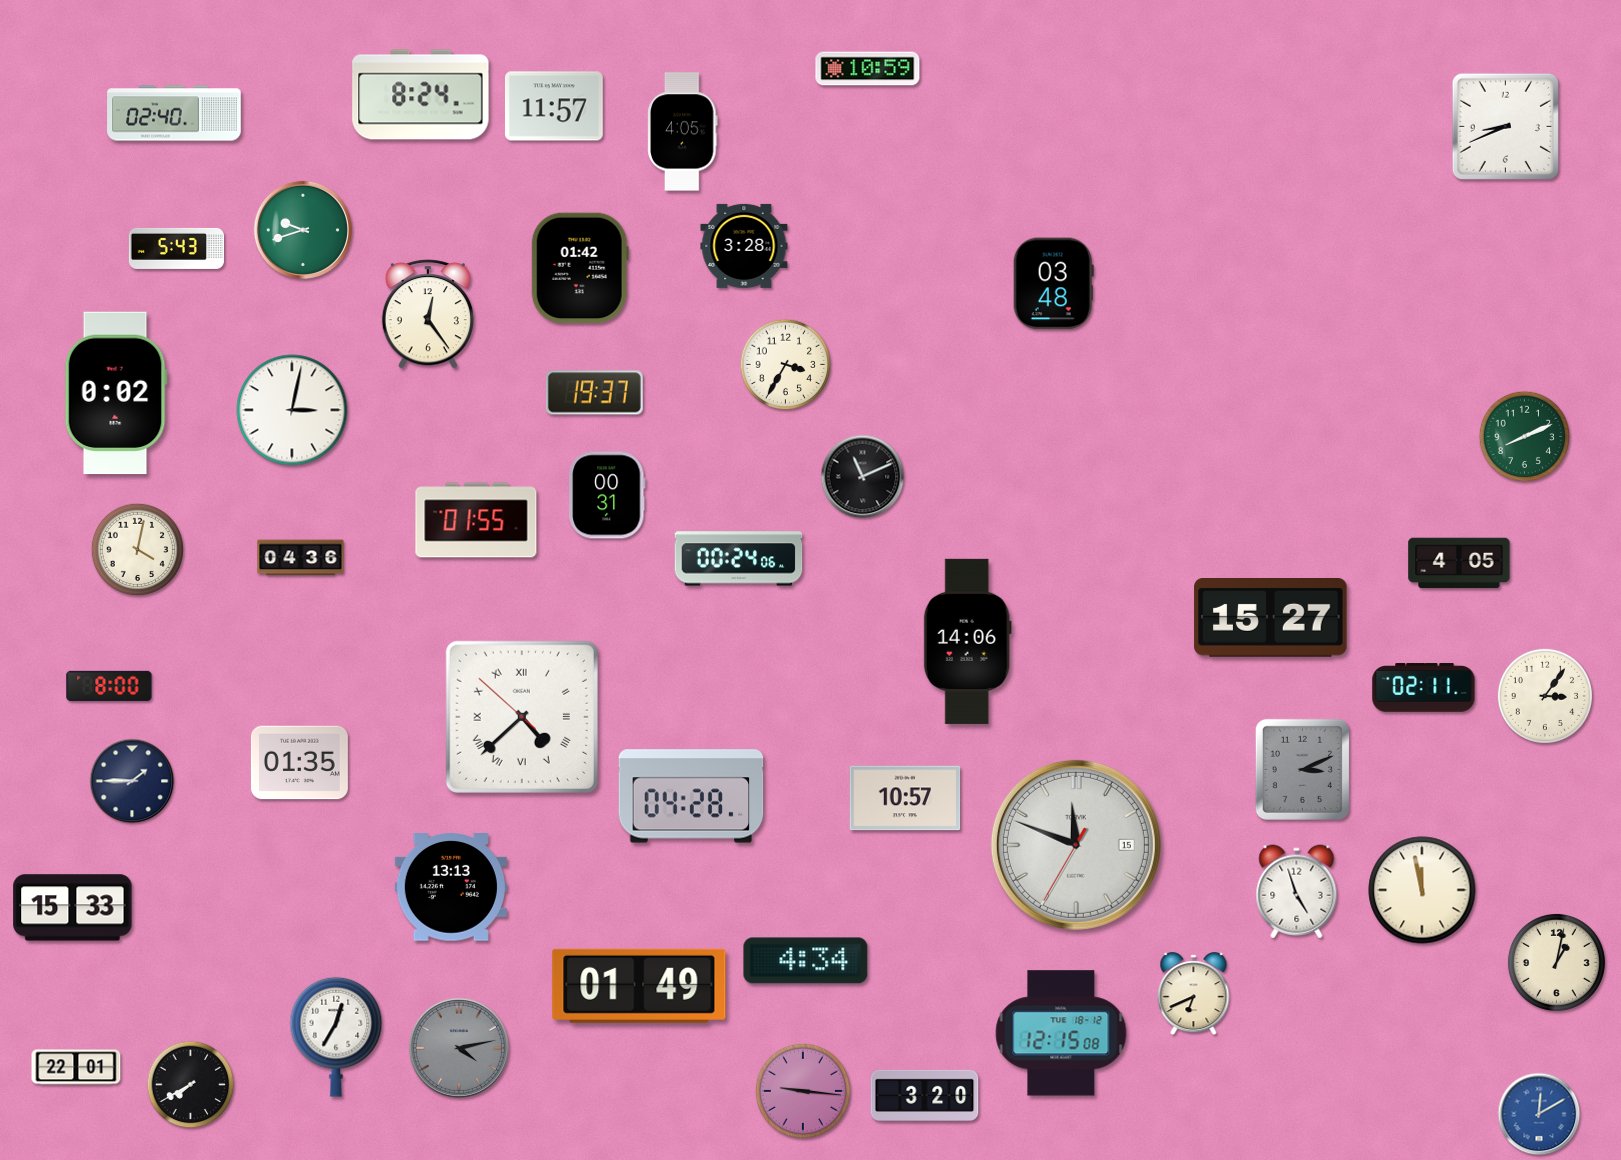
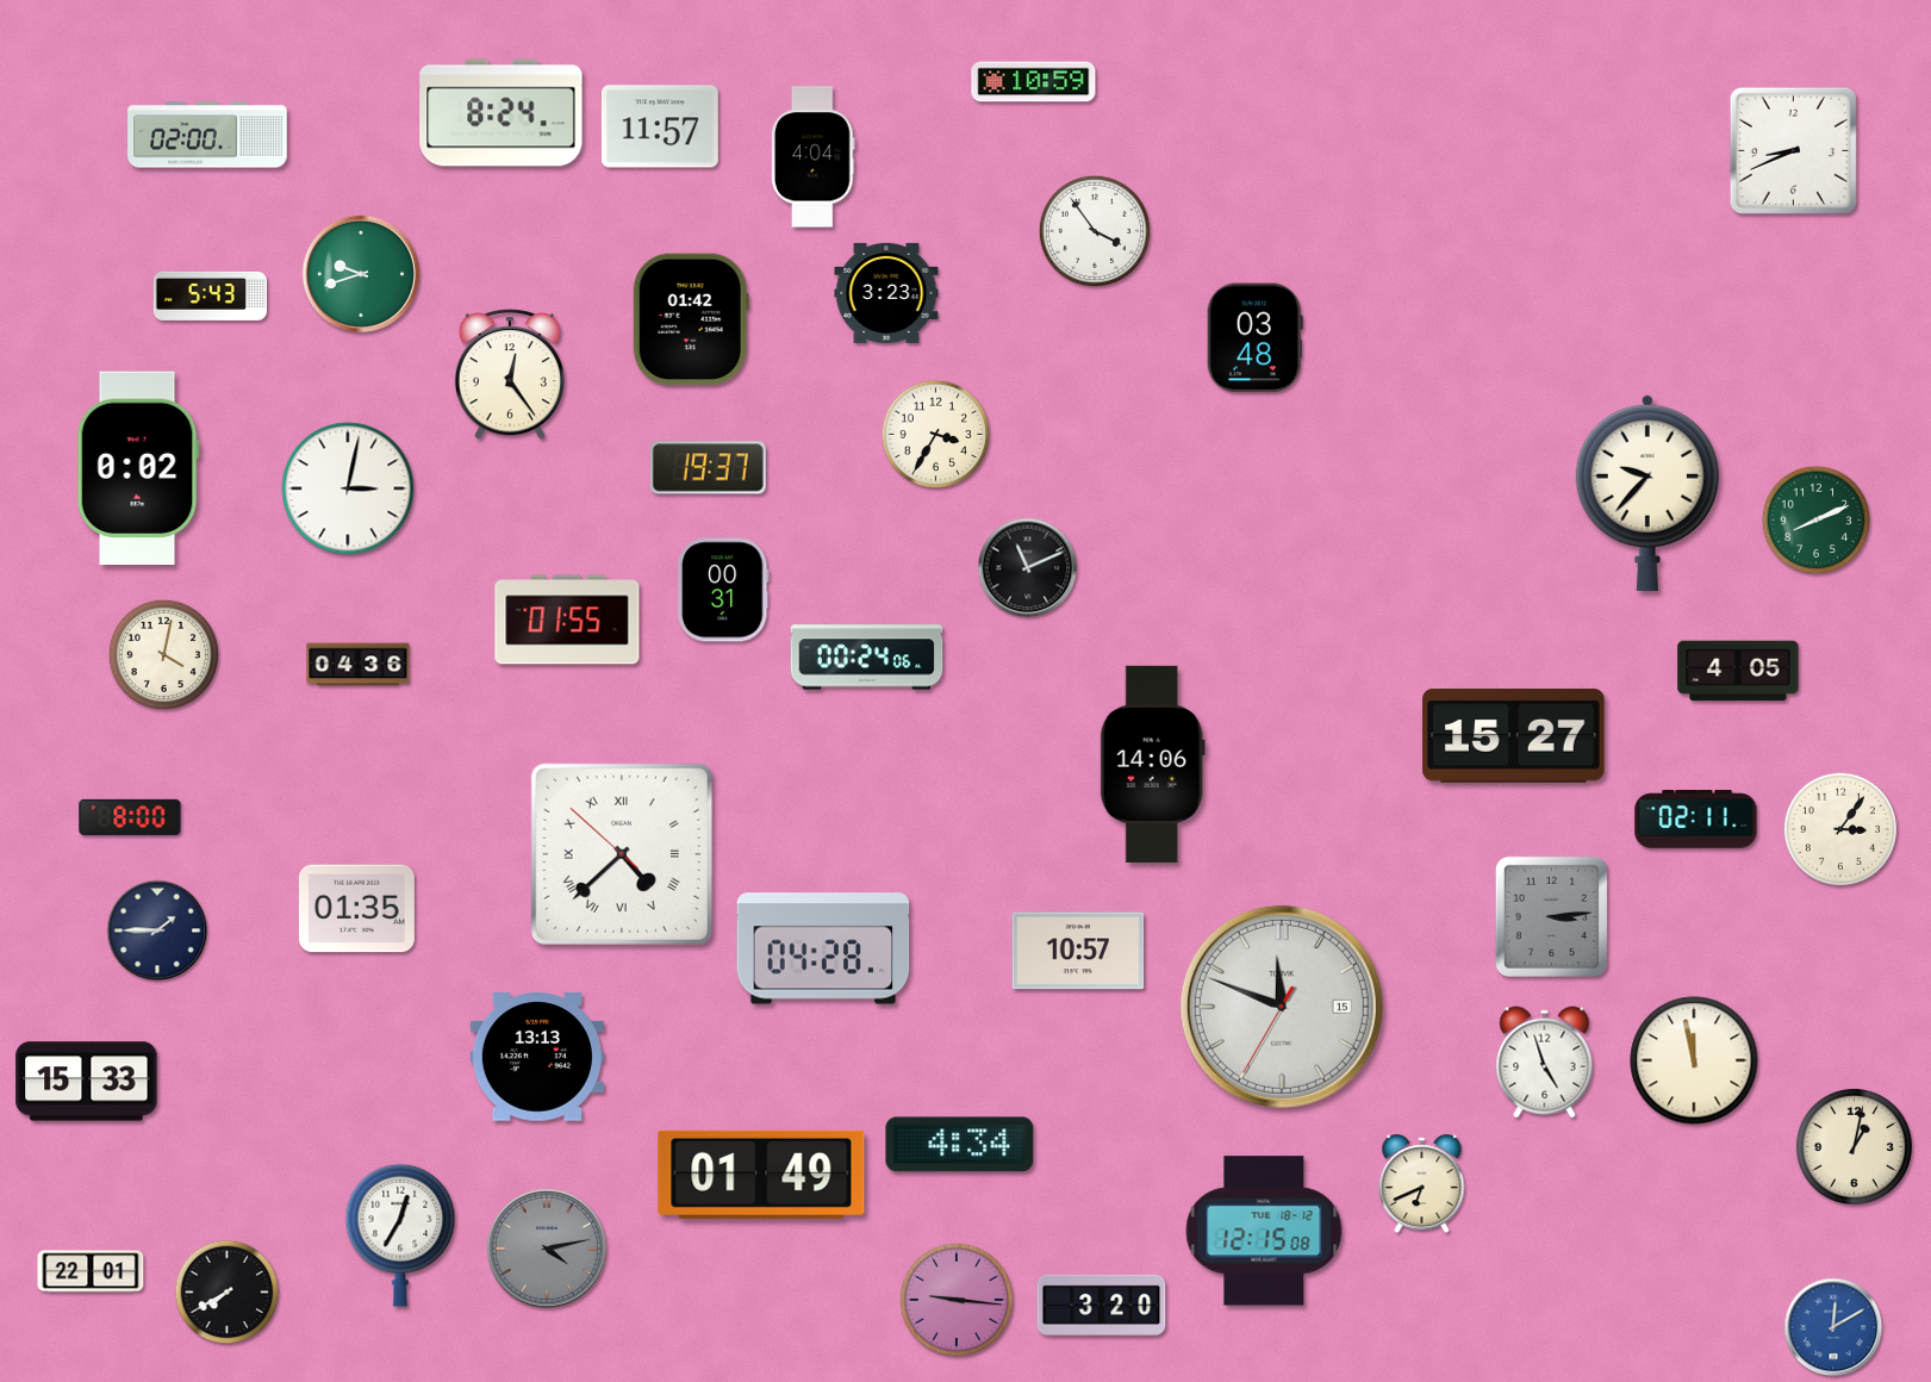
clock at (174, 113): 02:40 -> 02:00
clock at (683, 132): 4:05 -> 4:04
clock at (1094, 230): none -> 3:54
clock at (744, 246): 3:28 -> 3:23
clock at (1647, 492): none -> 9:37
clock at (739, 559) position: (739, 559) -> (867, 658)
clock at (1302, 769): 3:11 -> 3:14
